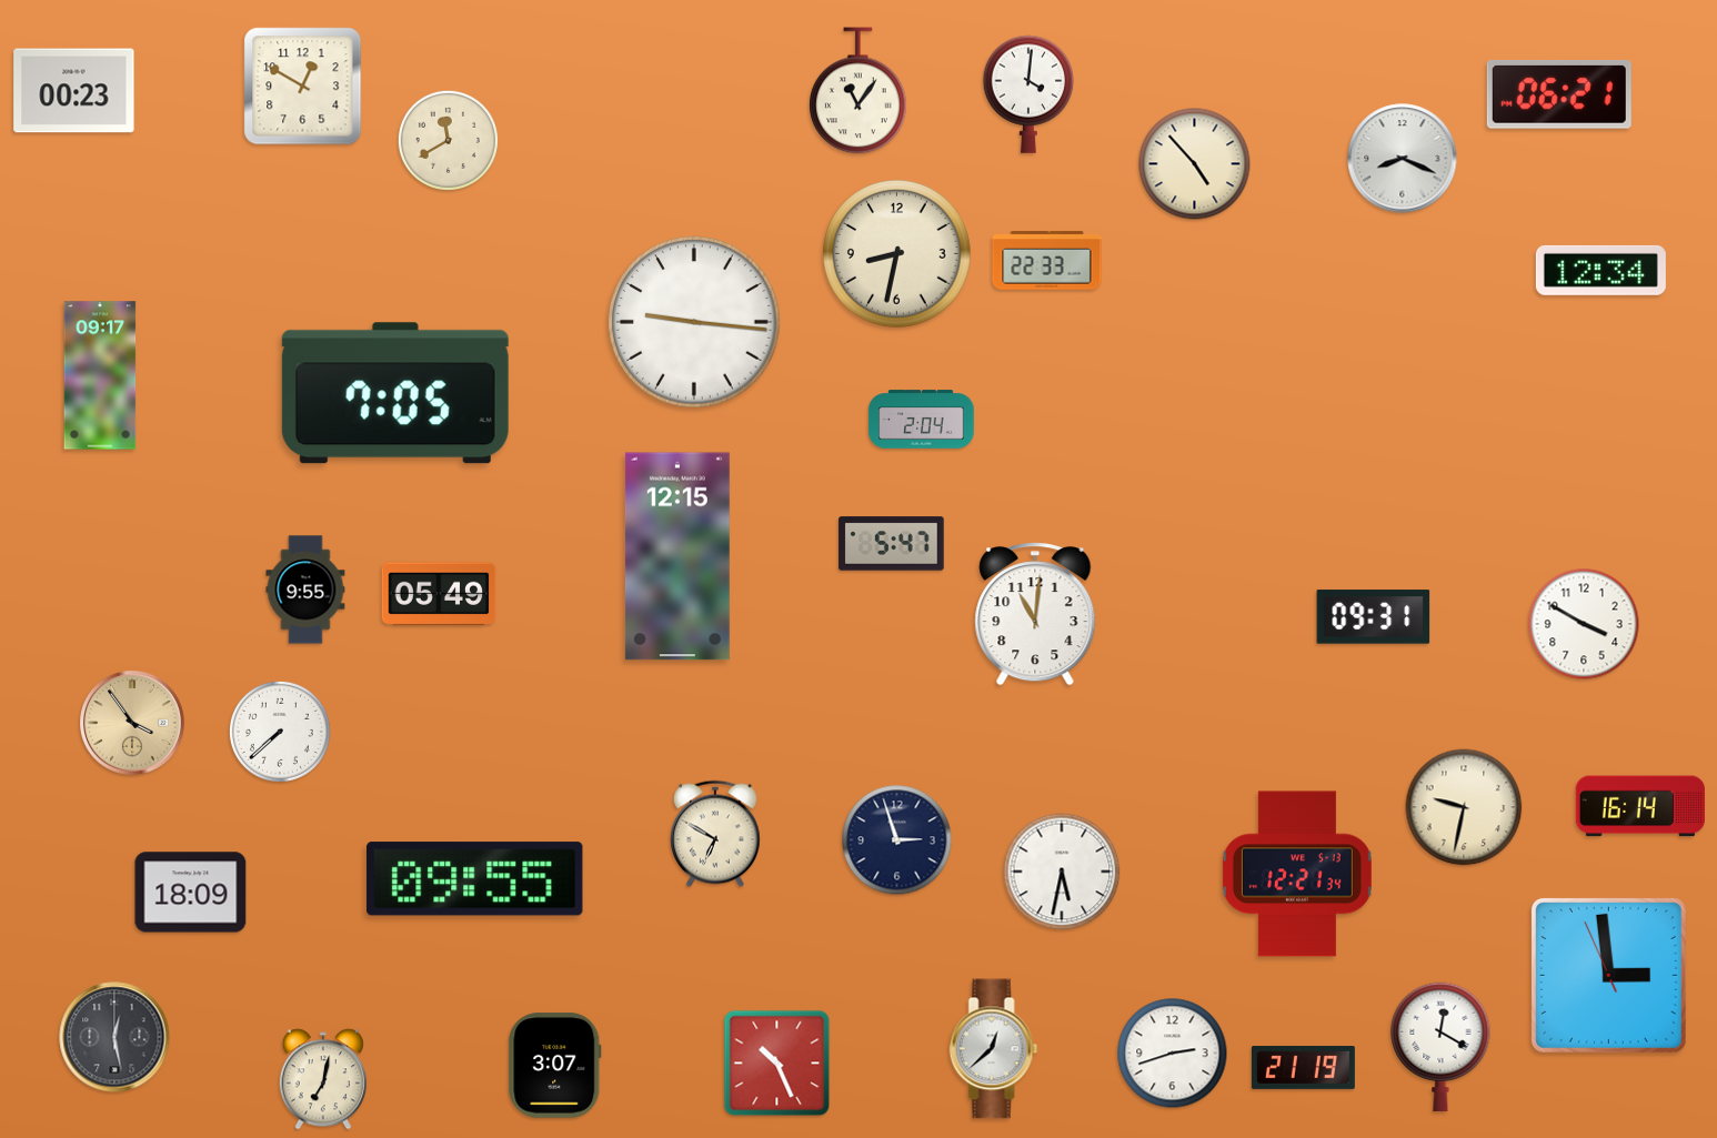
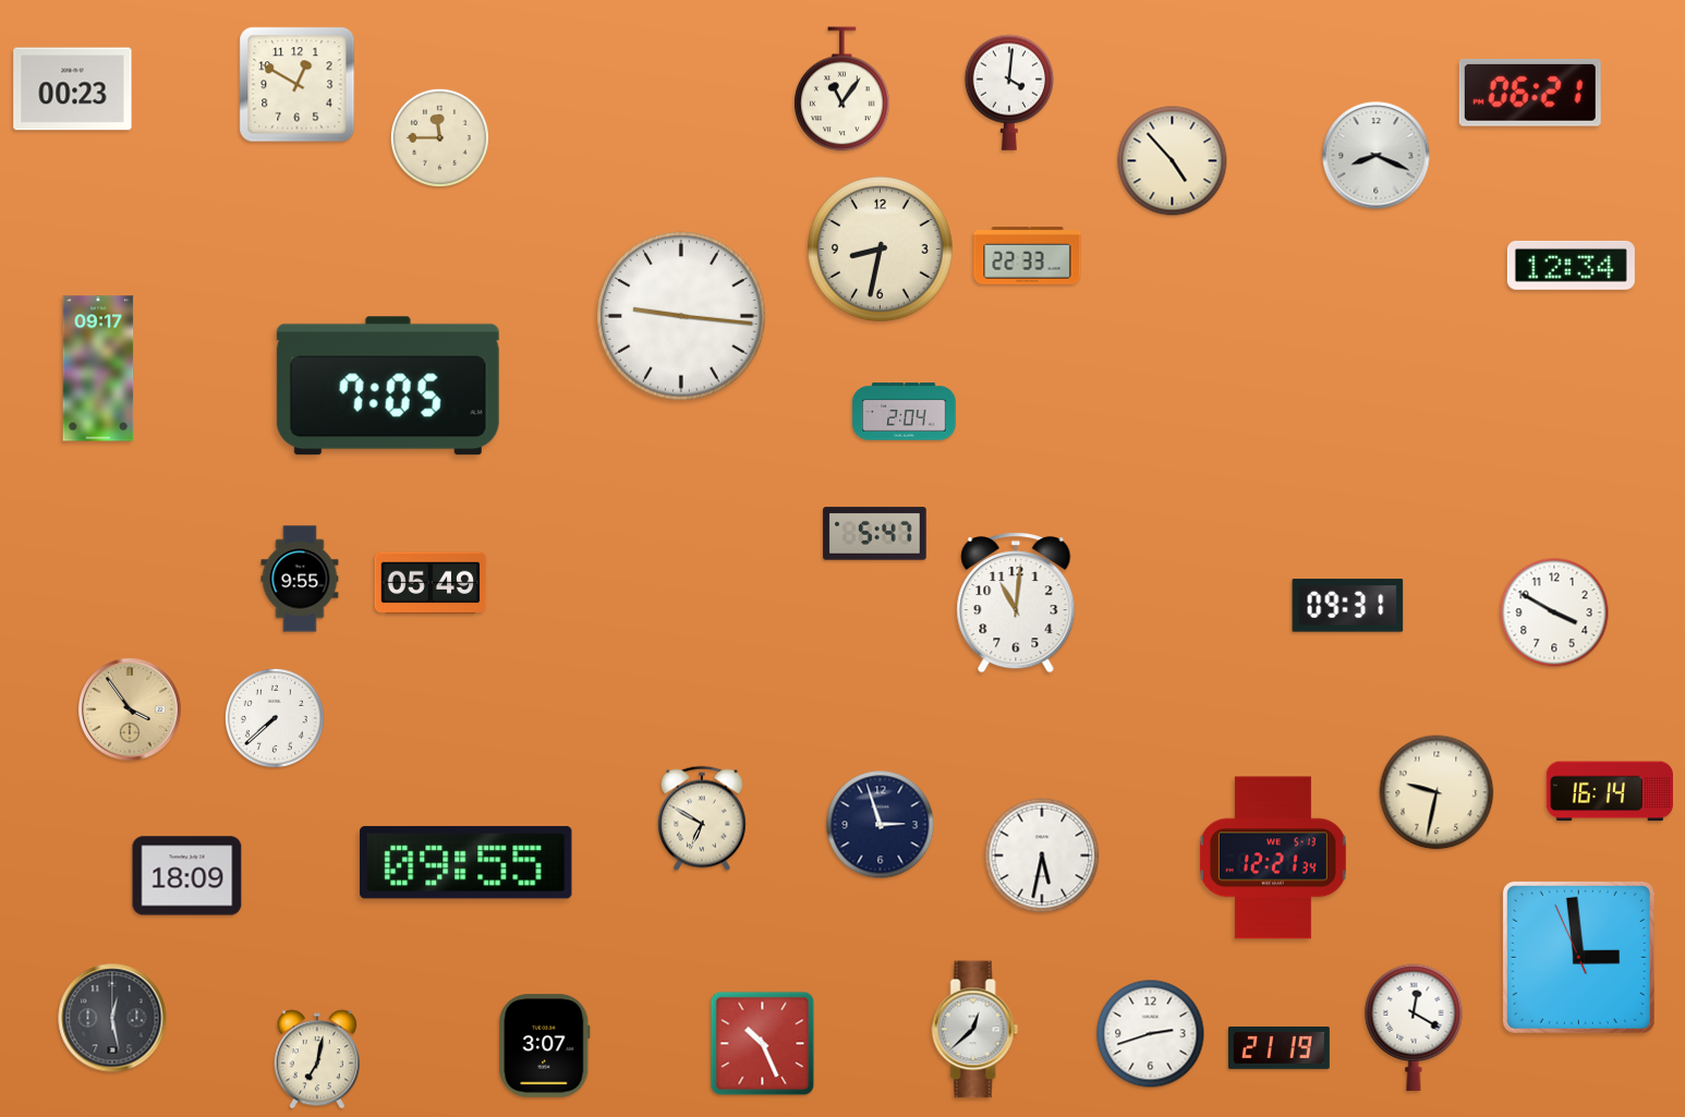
clock at (448, 140): 11:40 -> 11:45
clock at (677, 556): 12:15 -> none
